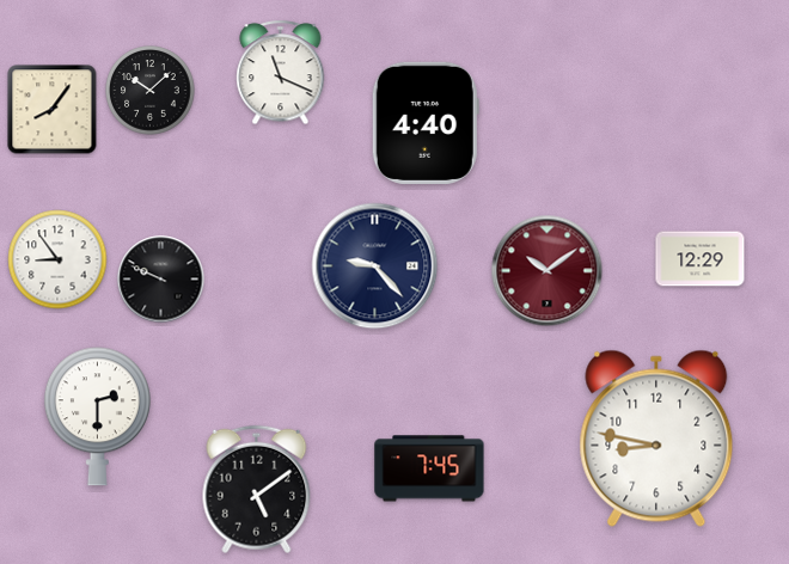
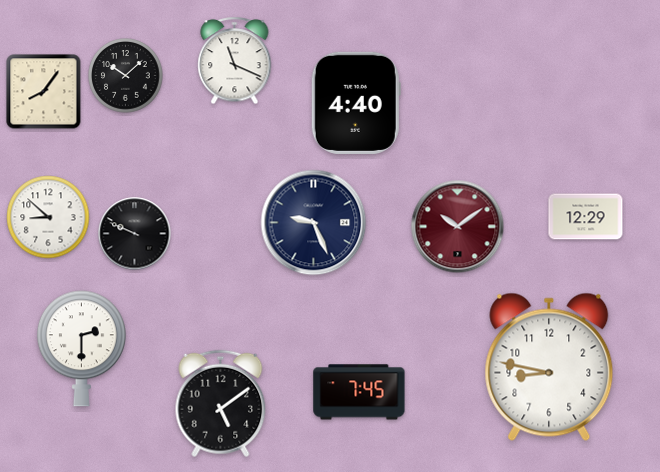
clock at (57, 259): 8:54 -> 8:52
clock at (375, 266): 9:23 -> 9:26
clock at (257, 490) position: (257, 490) -> (221, 404)
